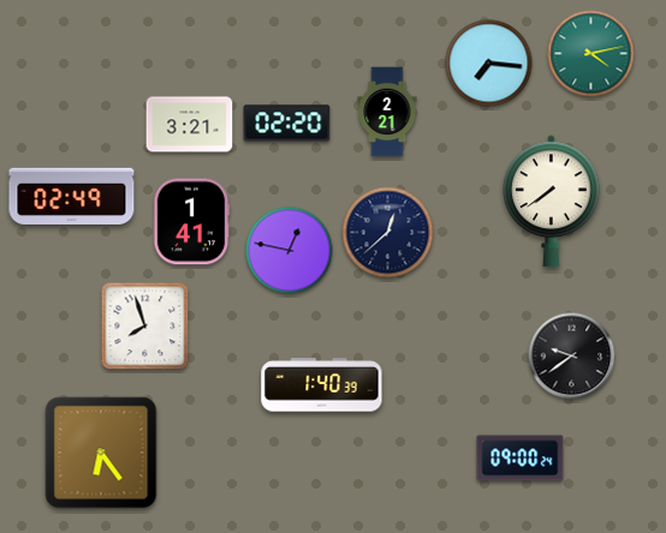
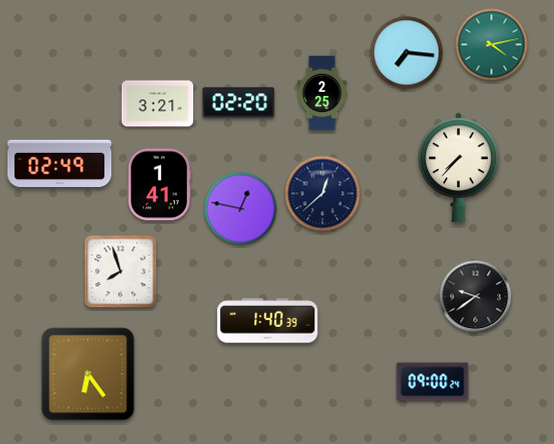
clock at (387, 112): 2:21 -> 2:25
clock at (552, 202): 7:39 -> 7:37
clock at (101, 453) position: (101, 453) -> (88, 374)
